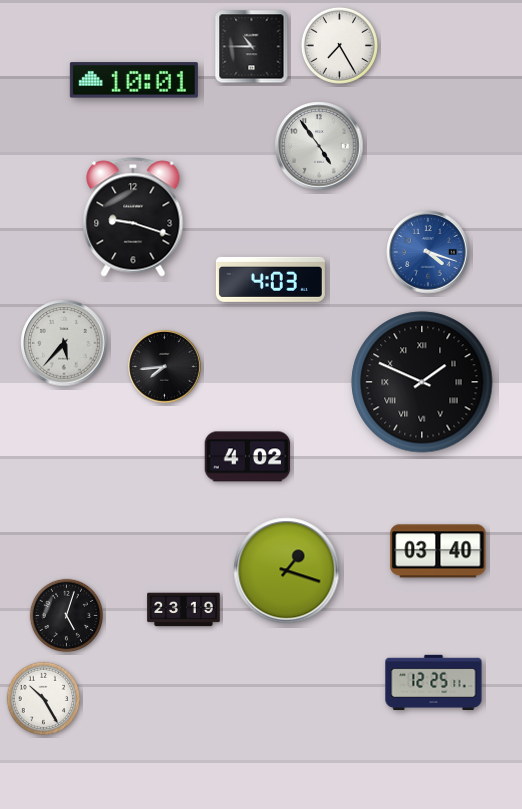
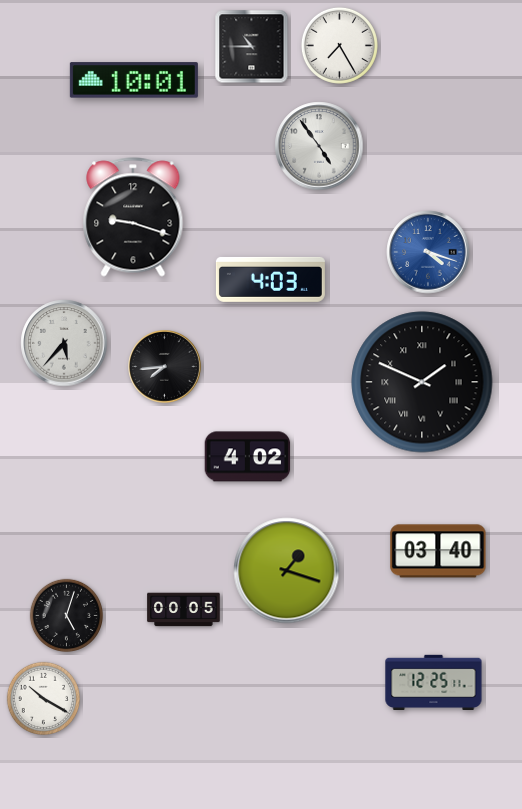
clock at (184, 610): 23:19 -> 00:05
clock at (43, 698): 10:25 -> 10:20
